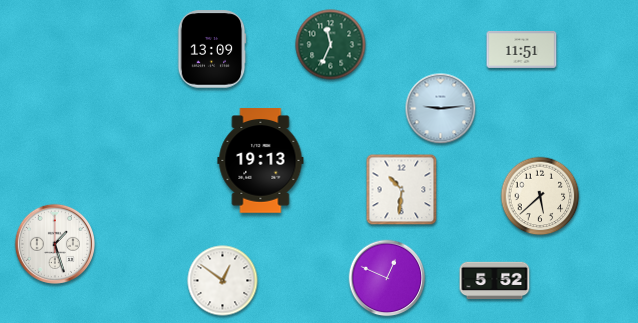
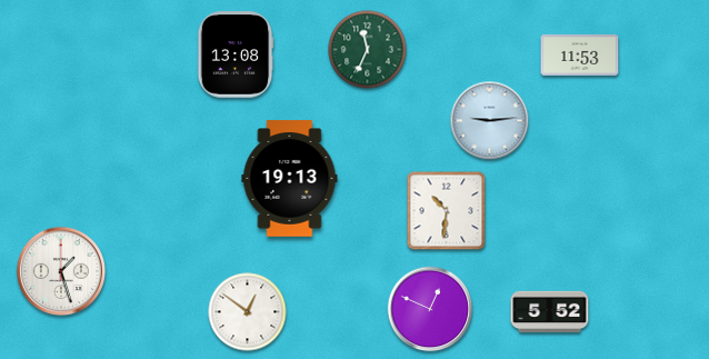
clock at (212, 49): 13:09 -> 13:08
clock at (522, 49): 11:51 -> 11:53
clock at (540, 196): 5:38 -> none
